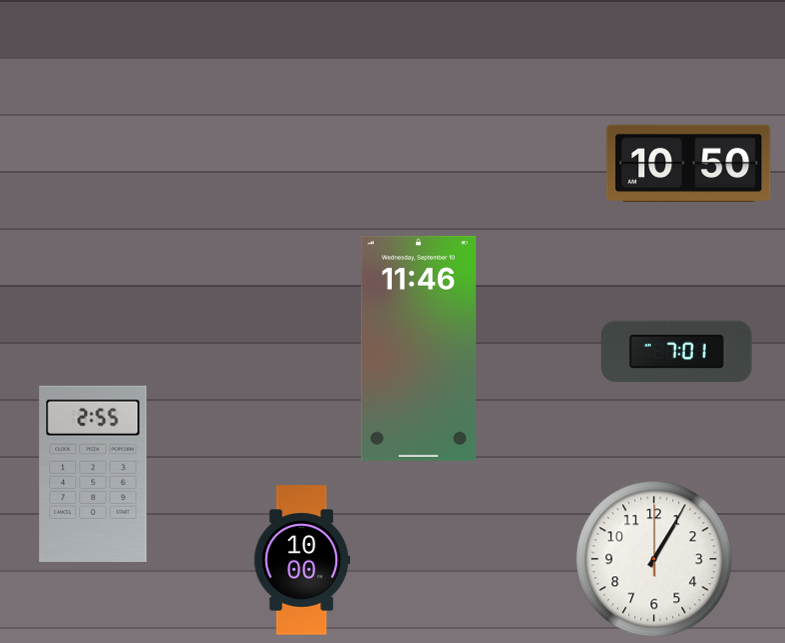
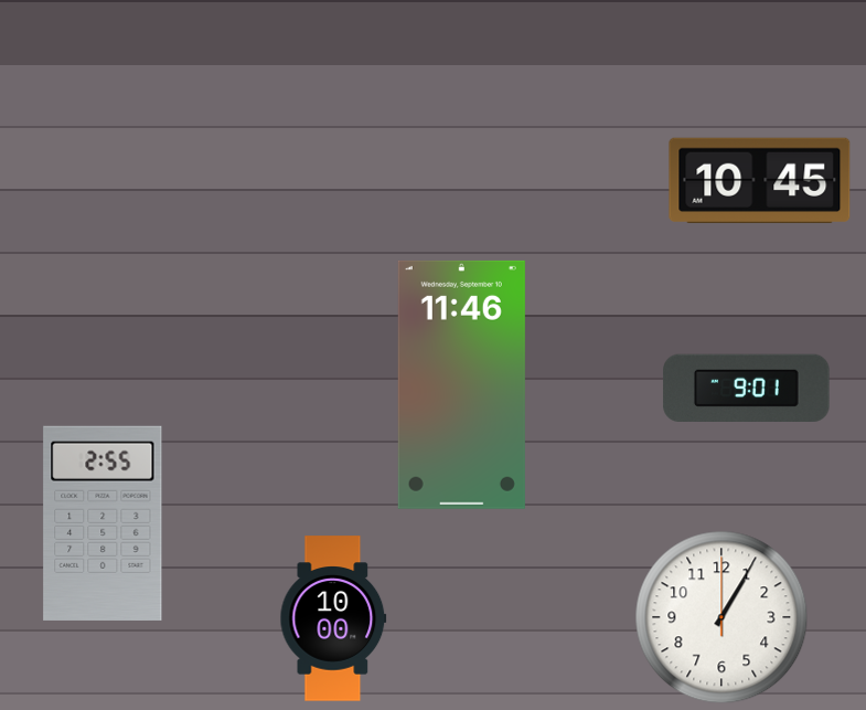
clock at (689, 163): 10:50 -> 10:45
clock at (677, 351): 7:01 -> 9:01
